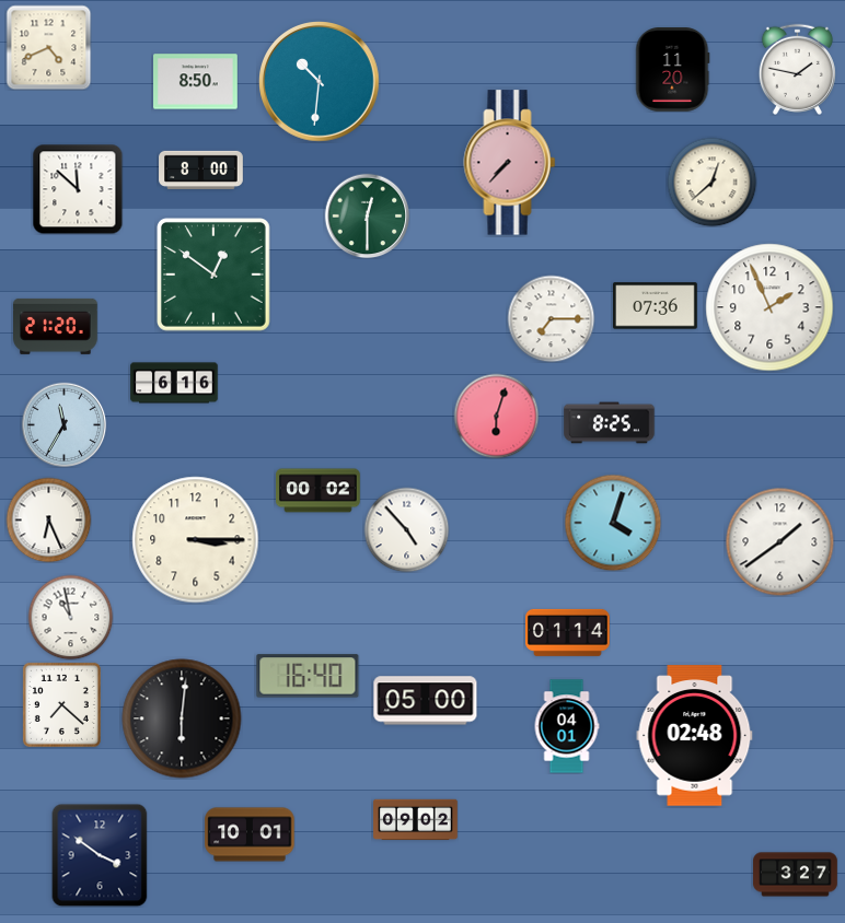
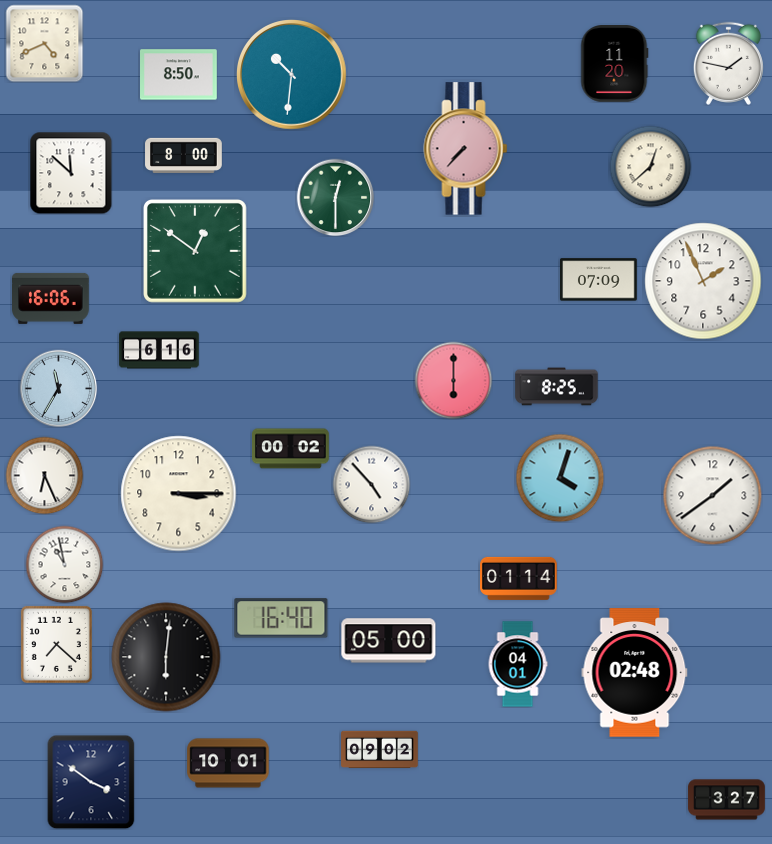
clock at (656, 306): 07:36 -> 07:09
clock at (551, 318): 7:15 -> none
clock at (56, 326): 21:20 -> 16:06
clock at (496, 416): 6:03 -> 6:00
